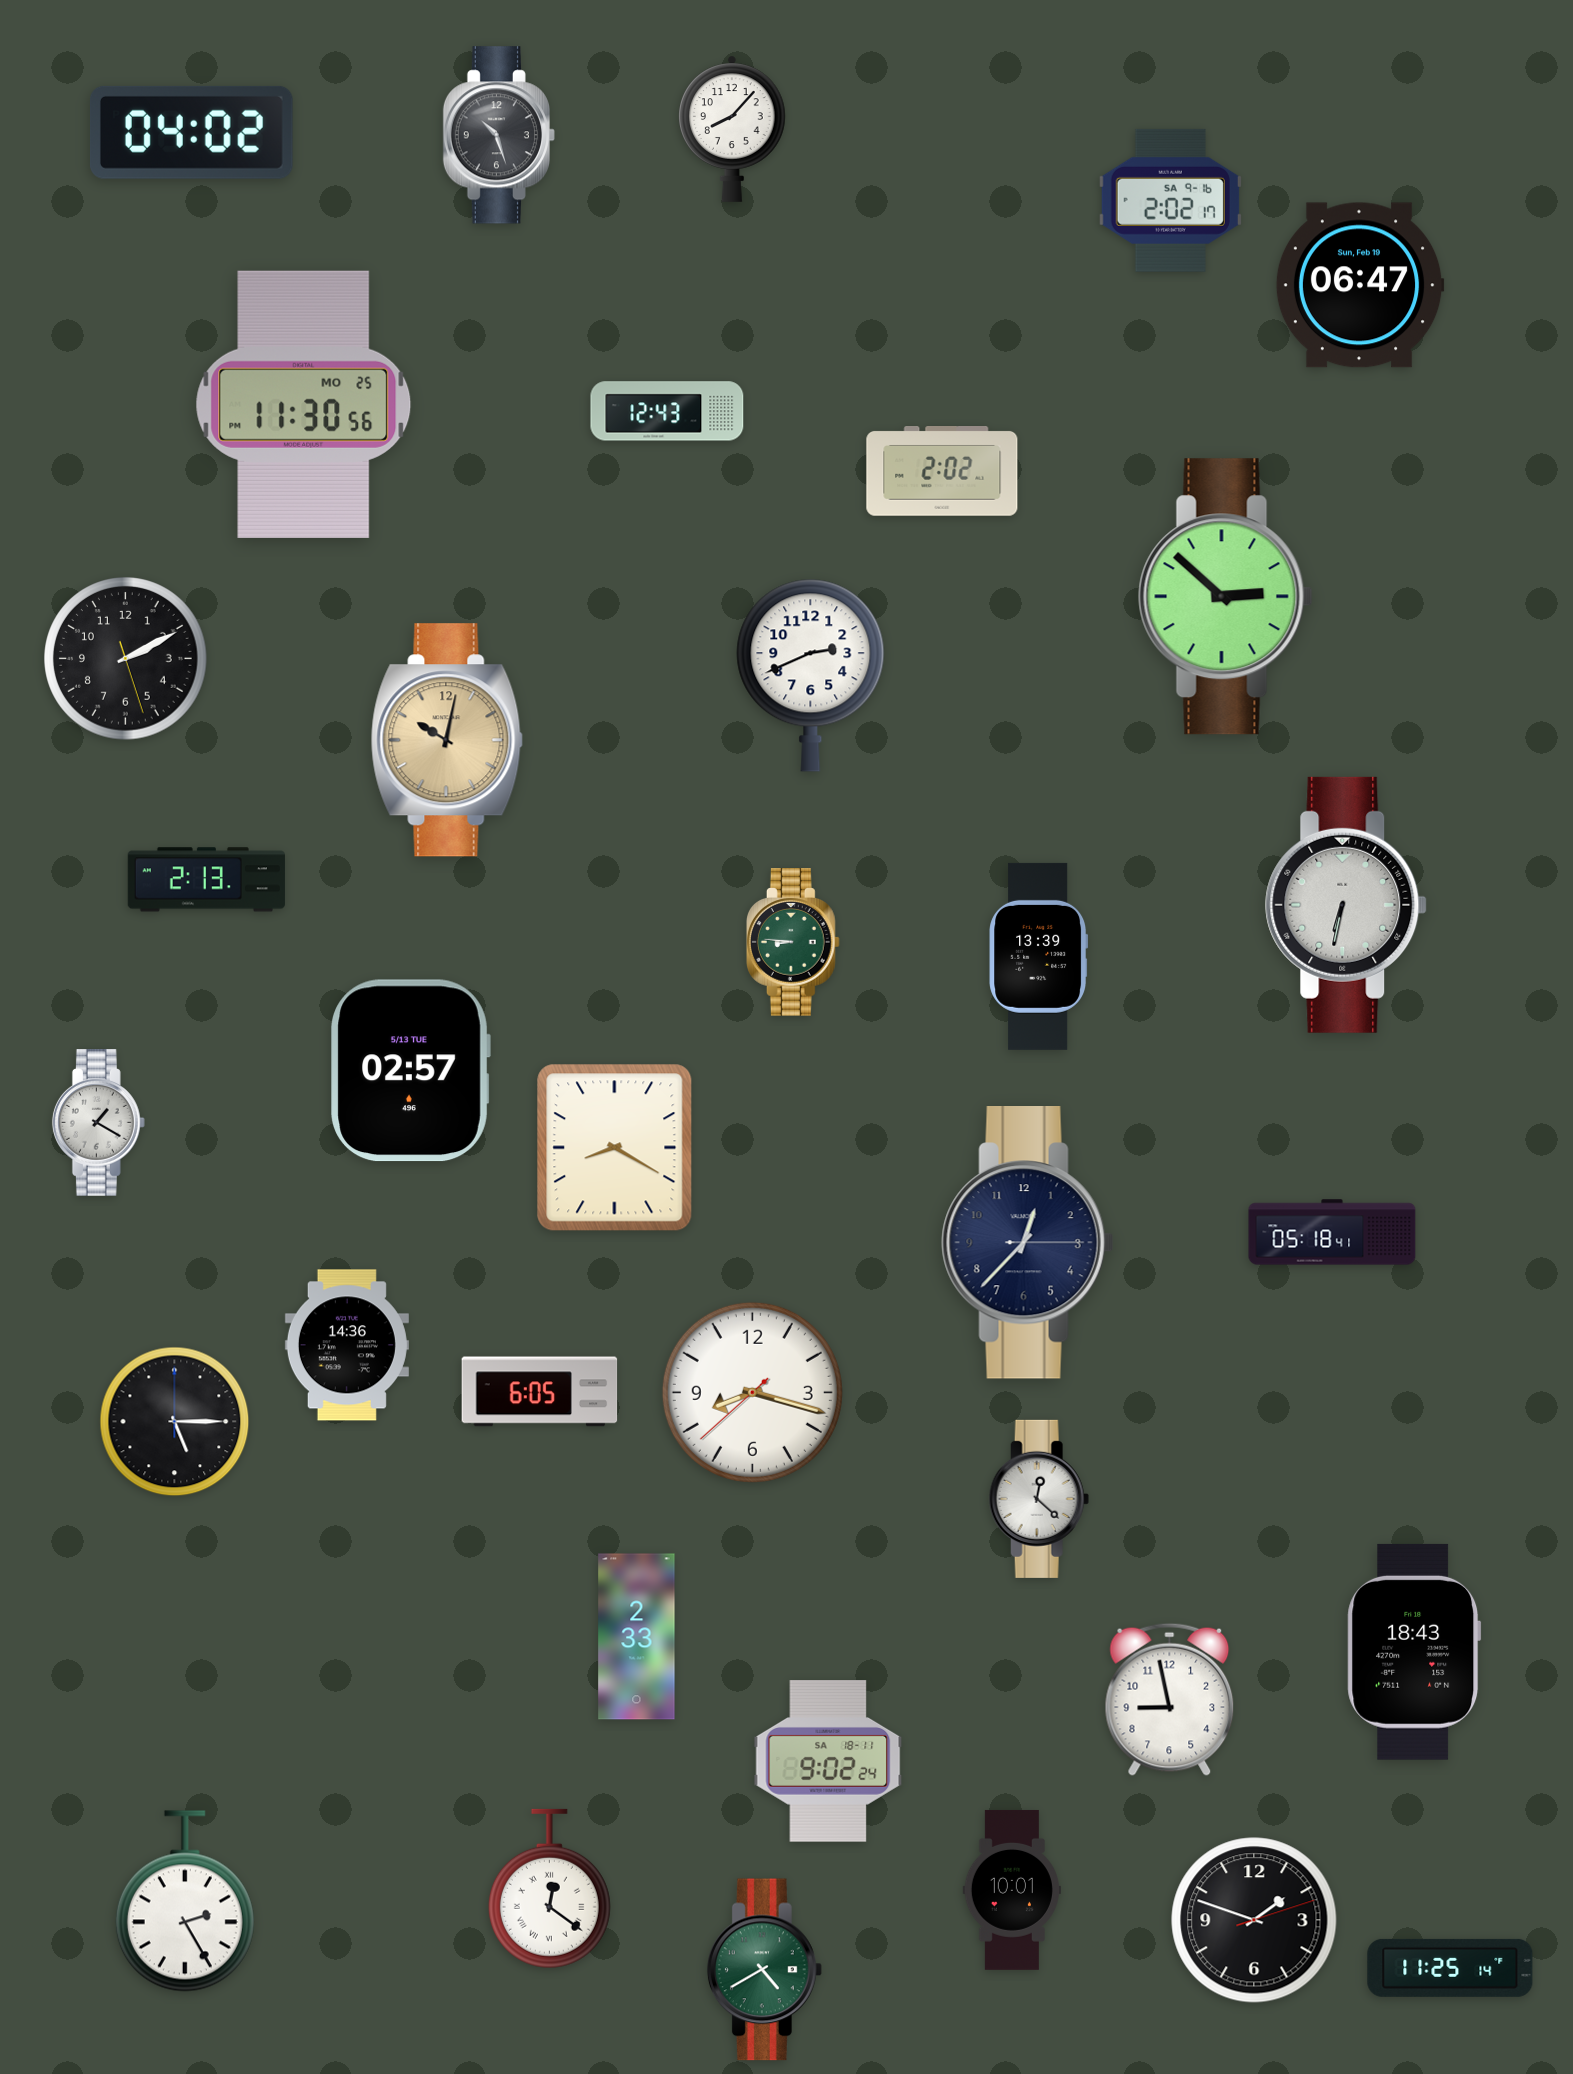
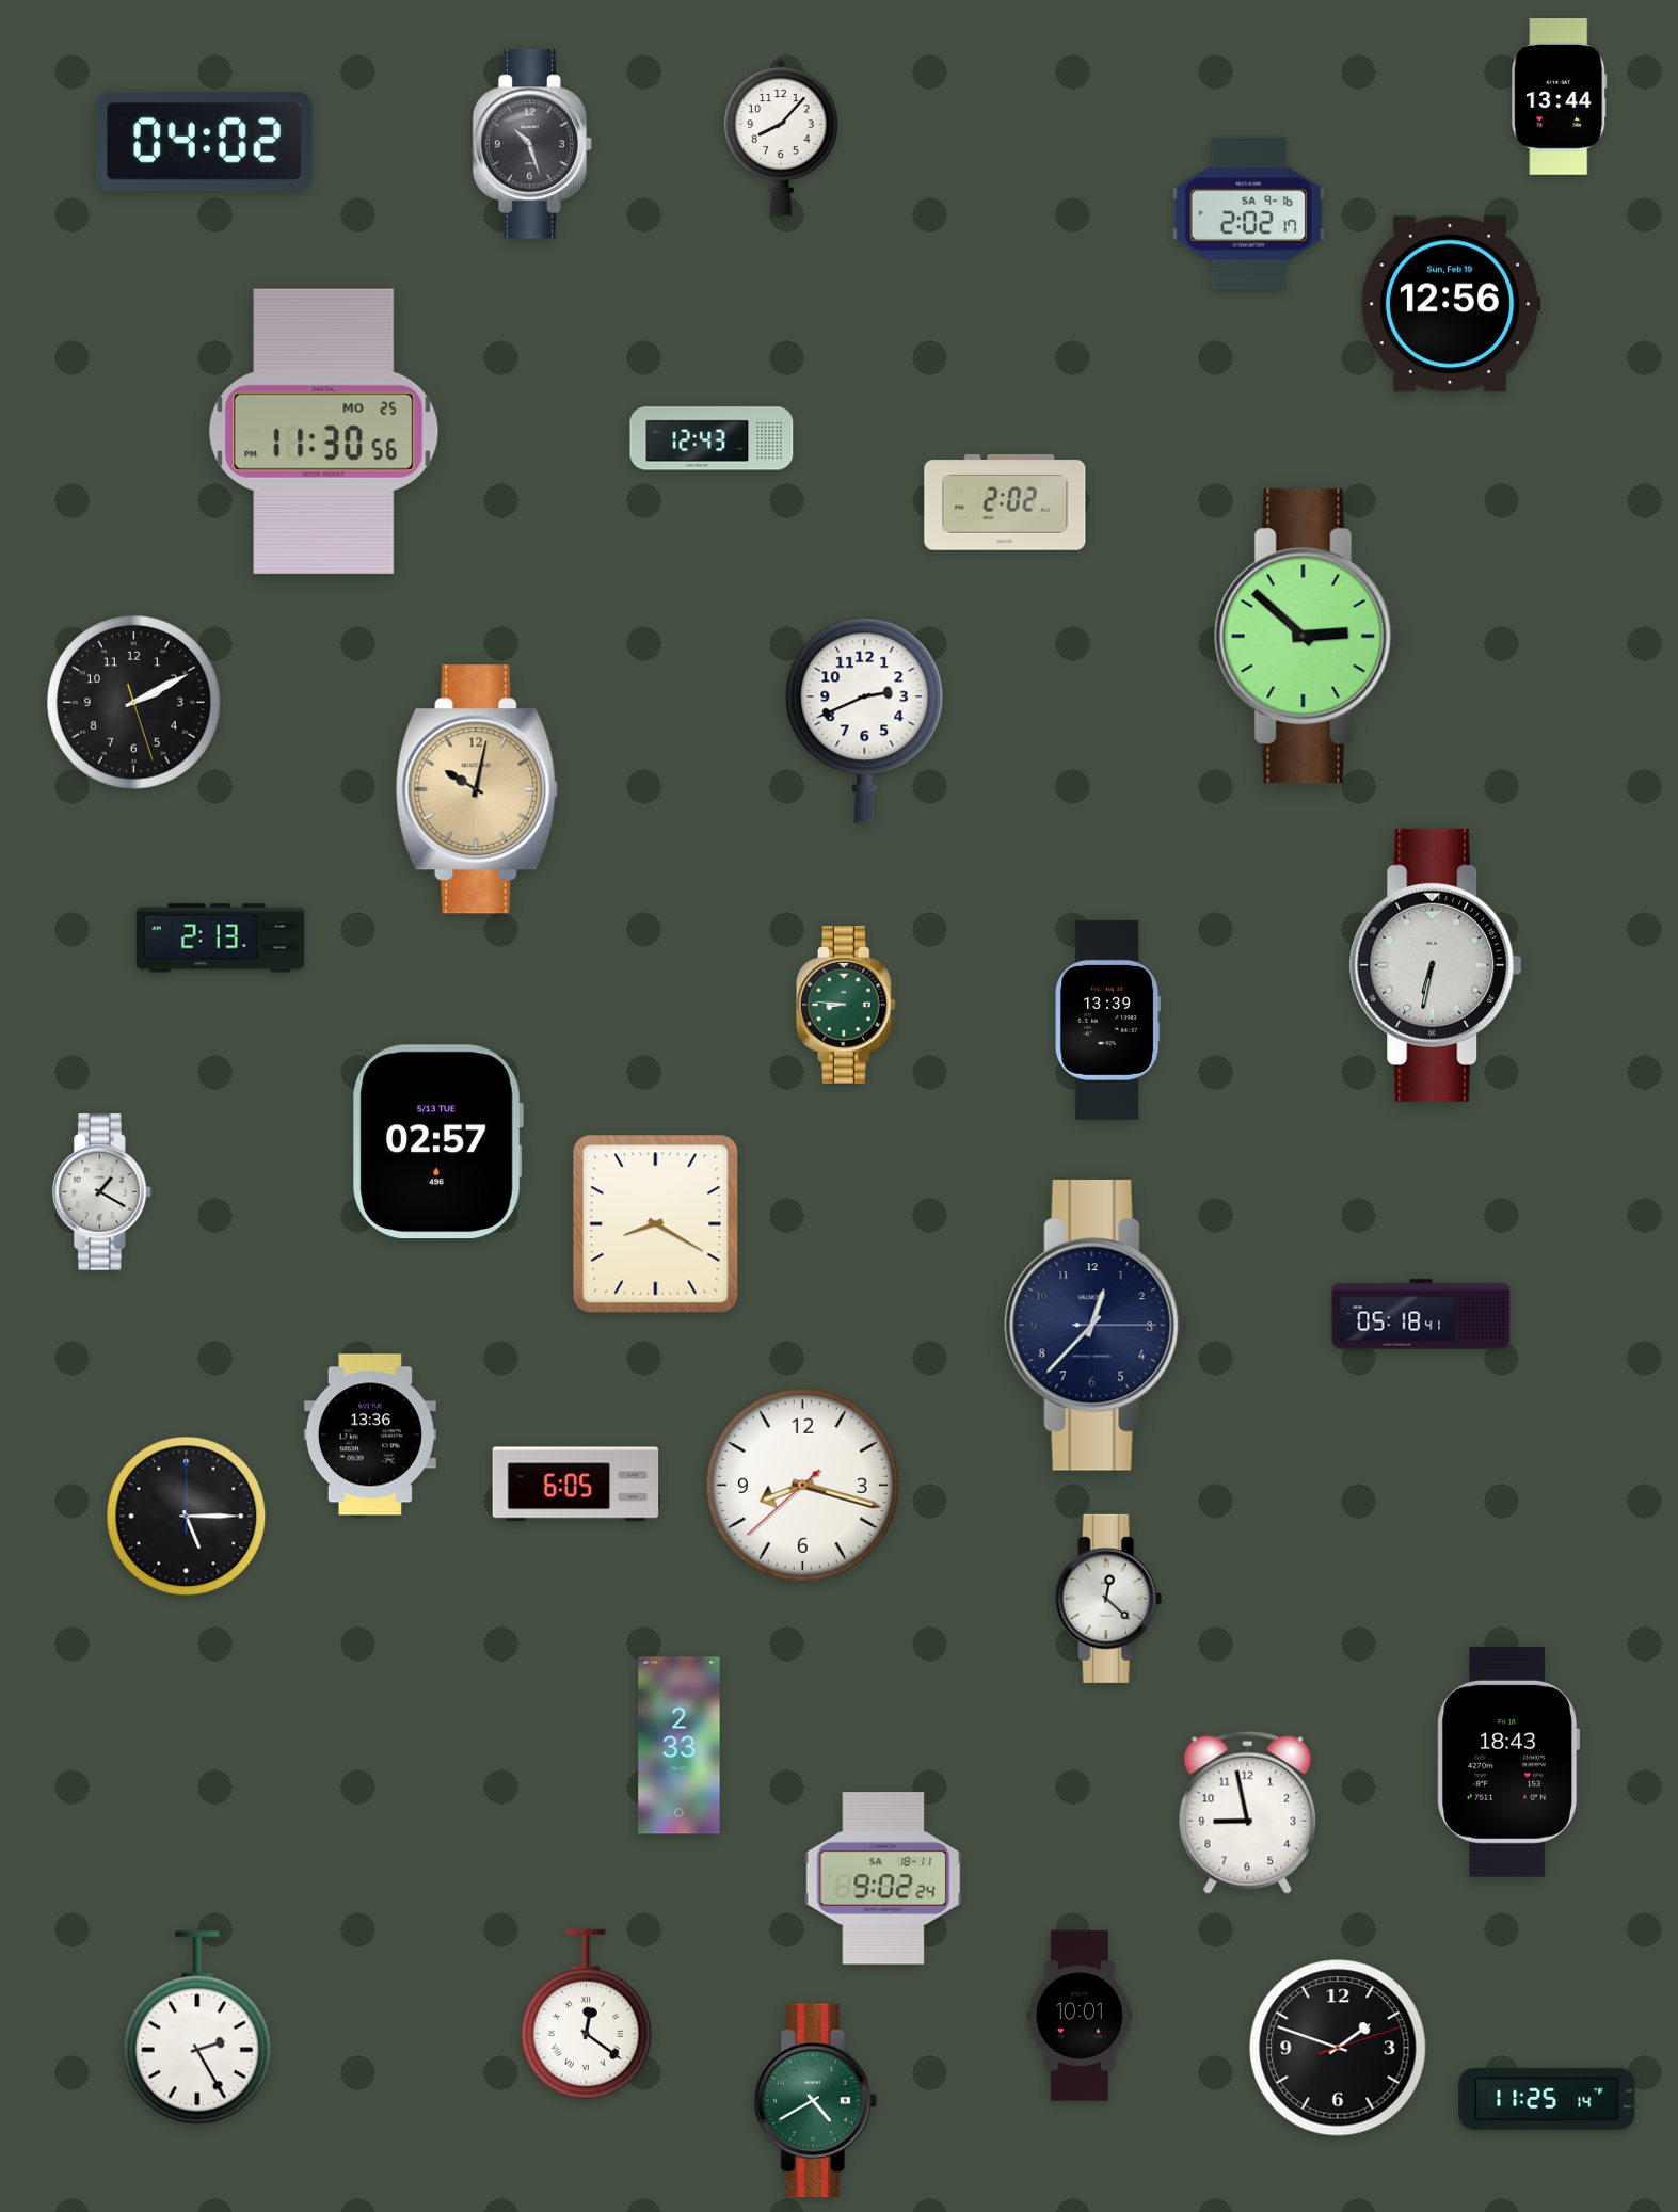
clock at (1560, 97): none -> 13:44
clock at (1360, 285): 06:47 -> 12:56
clock at (98, 1123) position: (98, 1123) -> (101, 1192)
clock at (347, 1345): 14:36 -> 13:36
